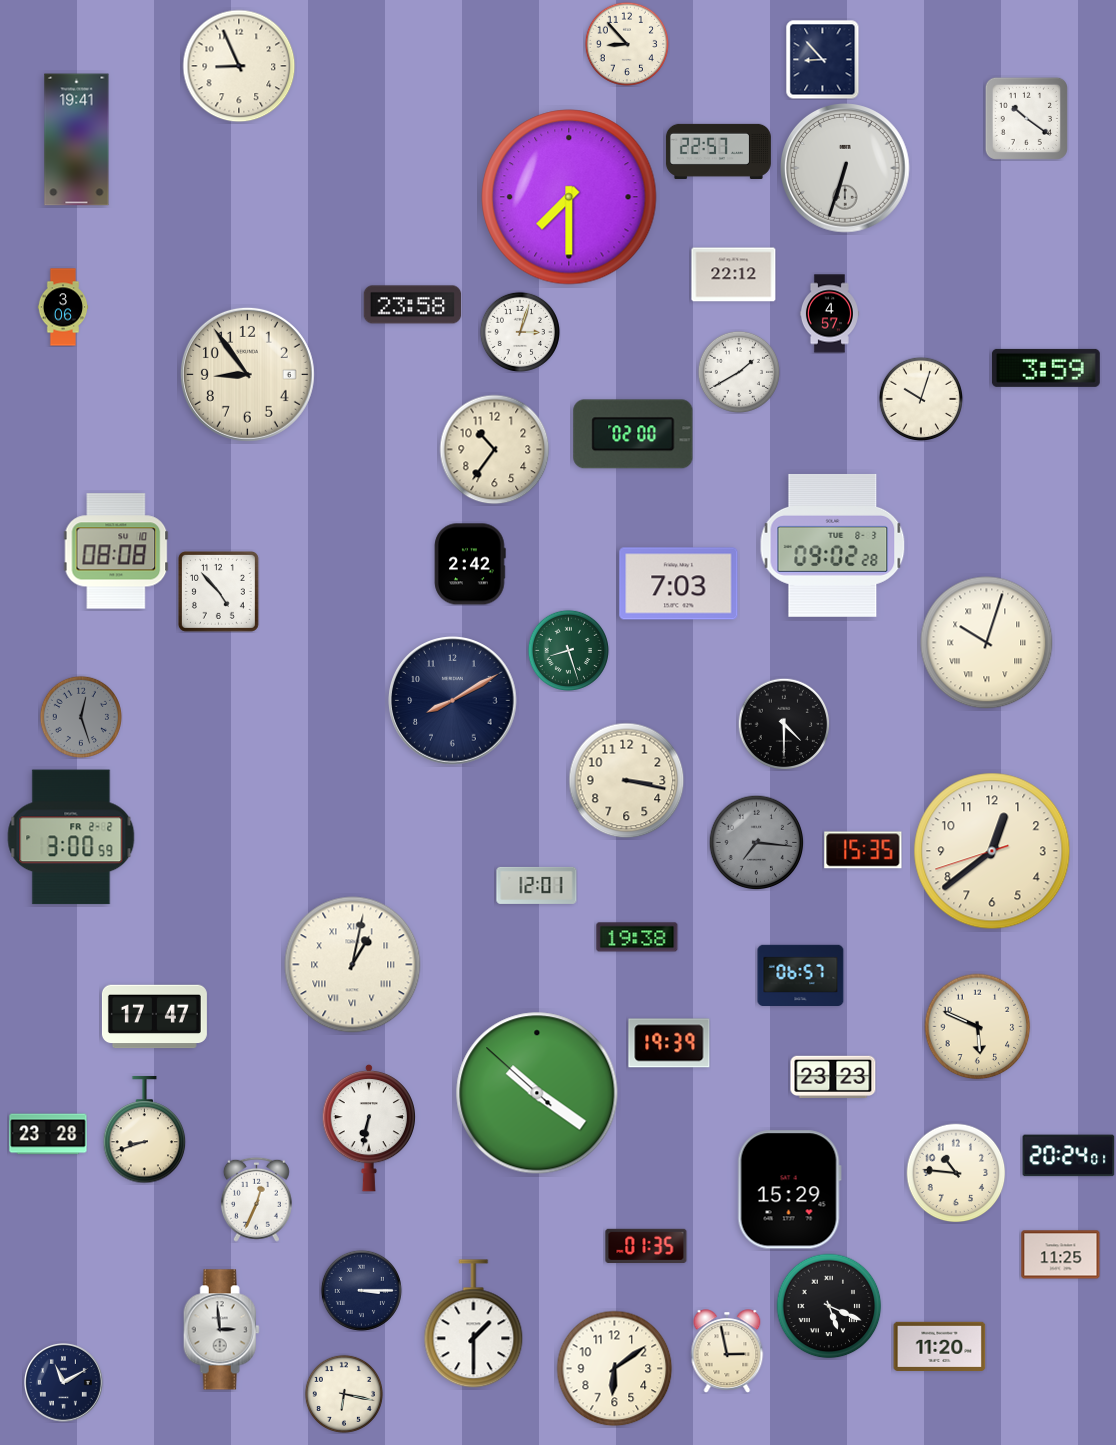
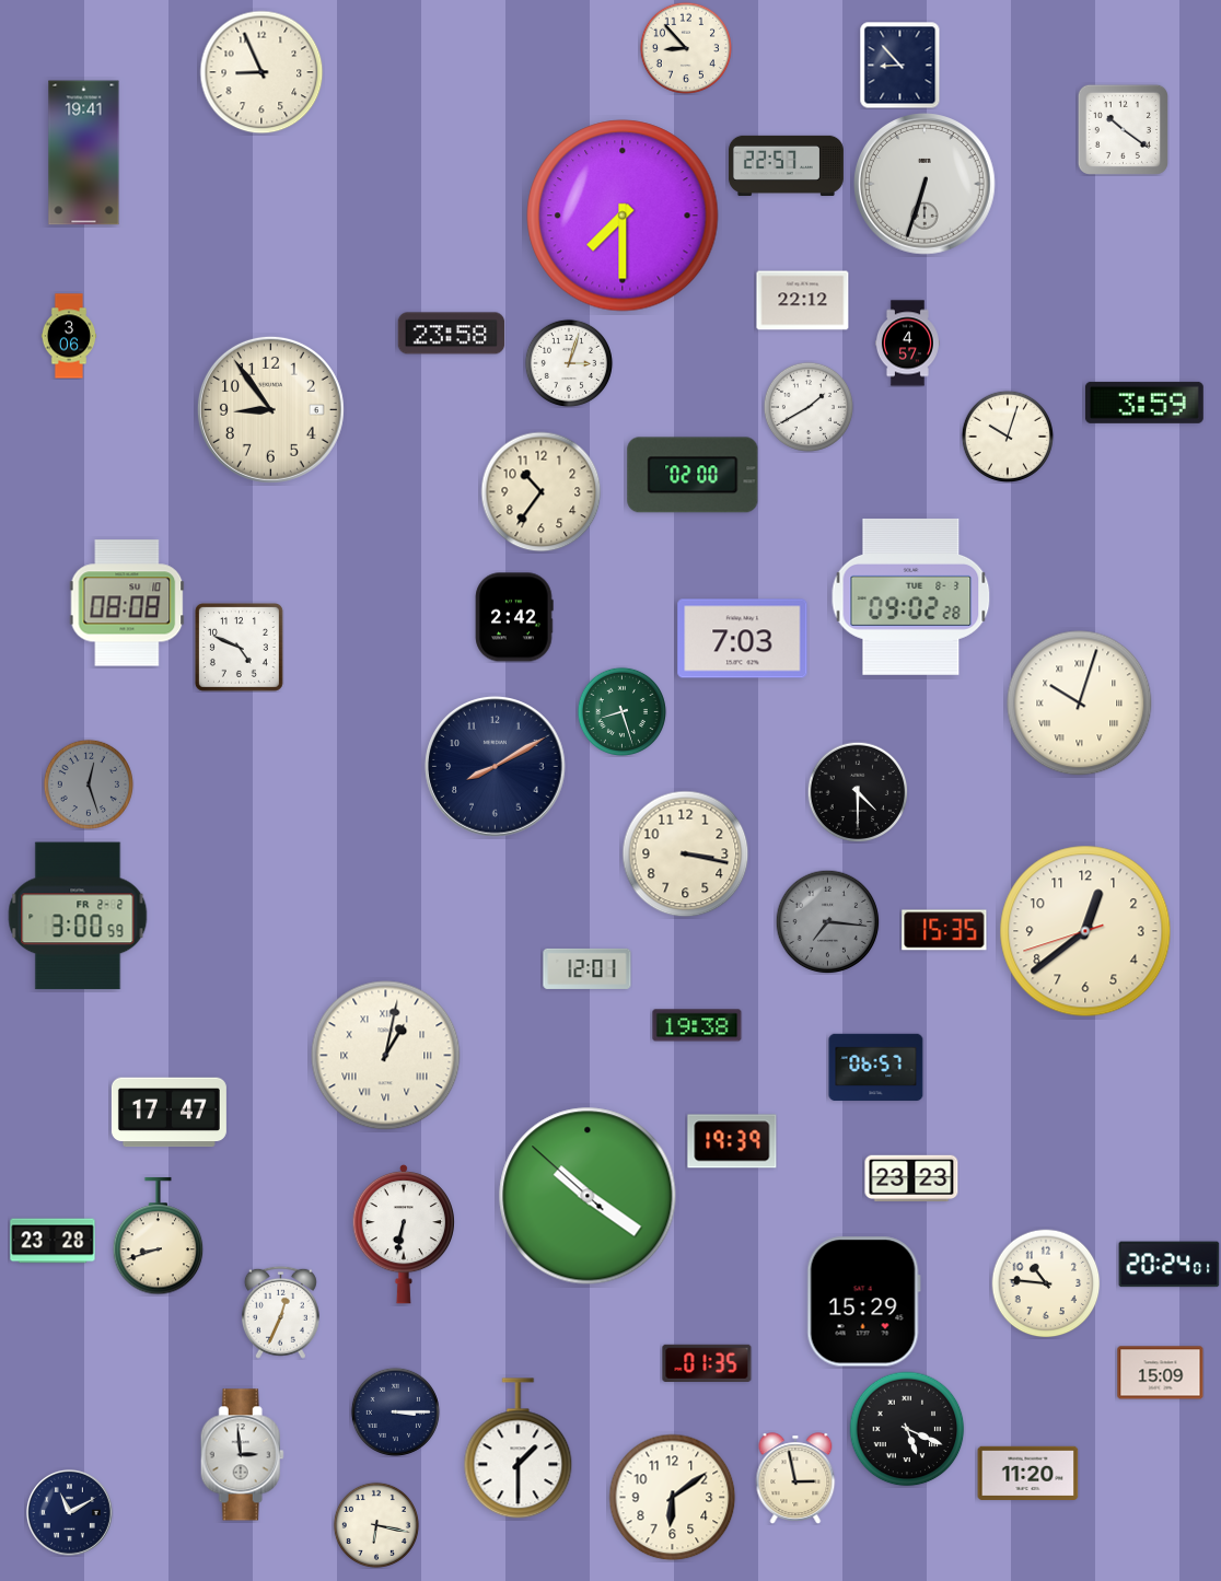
clock at (218, 591): 4:53 -> 4:49
clock at (978, 1027): 5:49 -> none
clock at (1061, 1255): 11:25 -> 15:09
